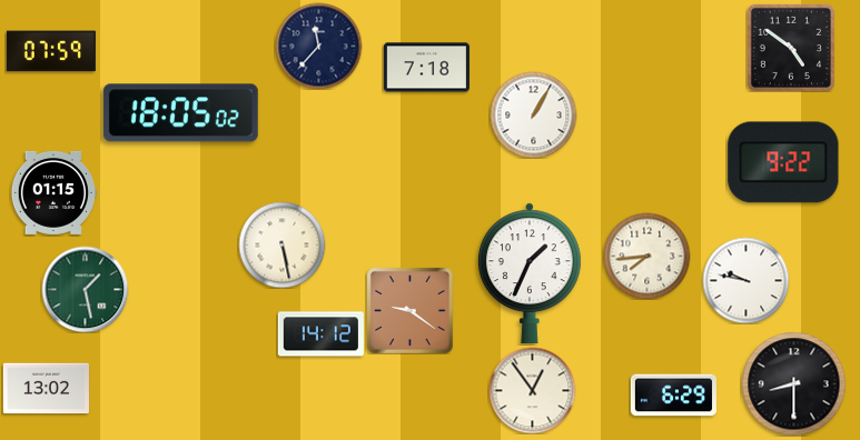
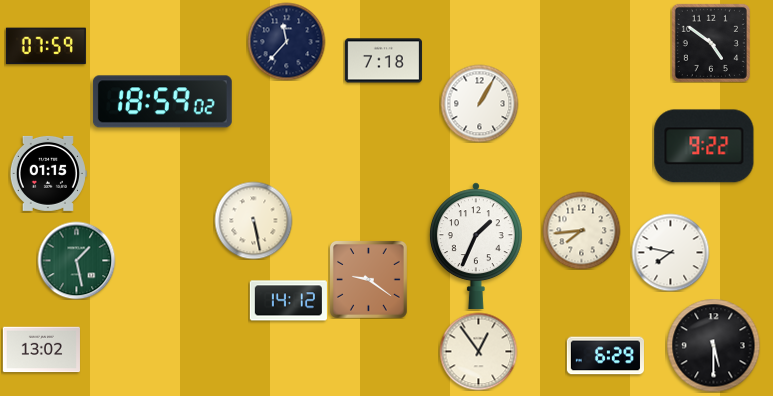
clock at (180, 113): 18:05 -> 18:59
clock at (745, 280): 9:47 -> 7:47
clock at (793, 383): 8:30 -> 5:30
